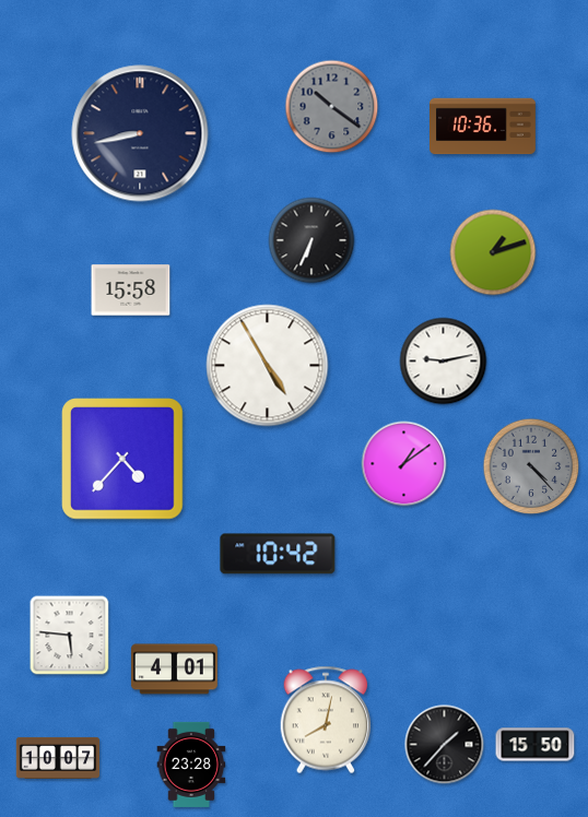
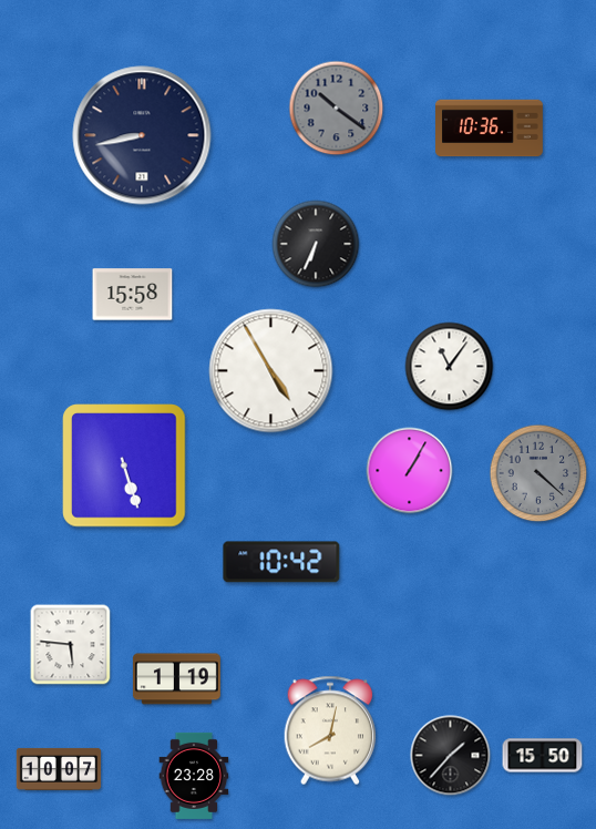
clock at (493, 252): 1:12 -> none
clock at (444, 362): 9:13 -> 11:06
clock at (122, 459): 4:37 -> 5:27
clock at (404, 464): 1:09 -> 1:05
clock at (531, 466): 4:23 -> 4:22
clock at (174, 670): 4:01 -> 1:19
